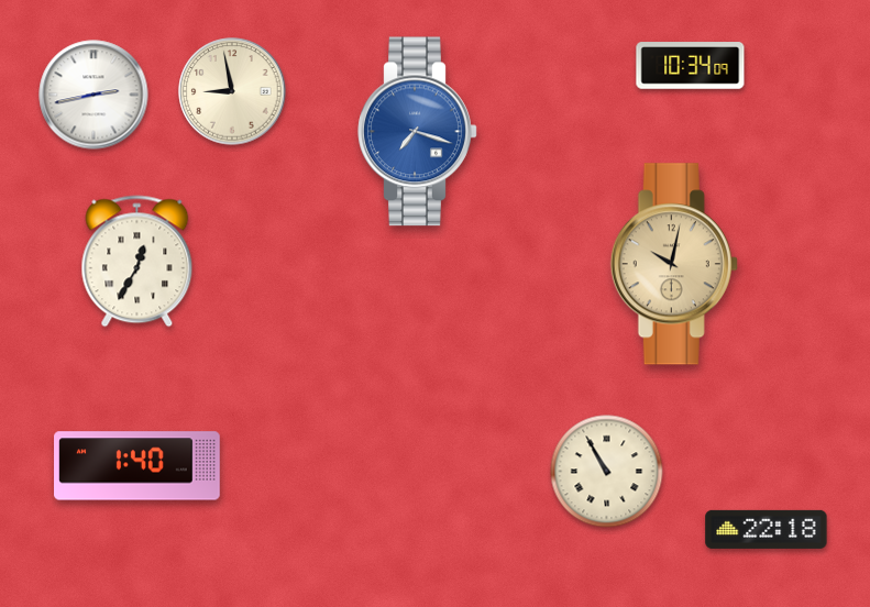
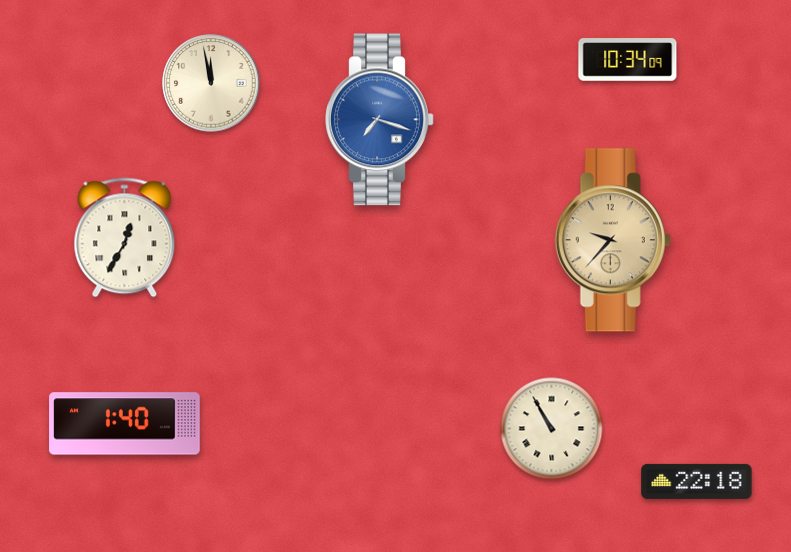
clock at (232, 91): 8:58 -> 11:58
clock at (93, 95): 2:43 -> none
clock at (674, 264): 10:02 -> 9:37
